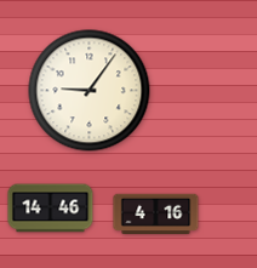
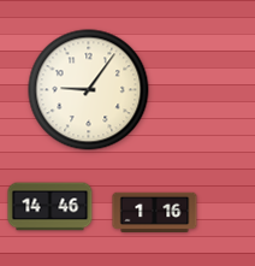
clock at (156, 215): 4:16 -> 1:16
